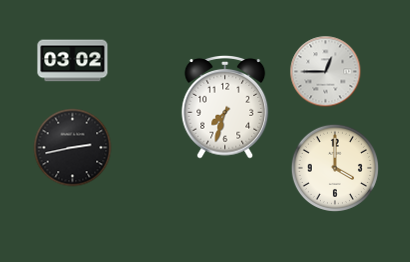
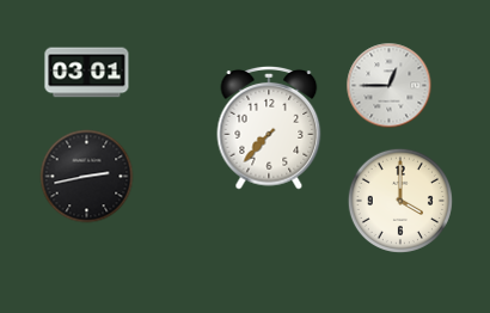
clock at (73, 61): 03:02 -> 03:01
clock at (225, 108): 7:33 -> 7:37
